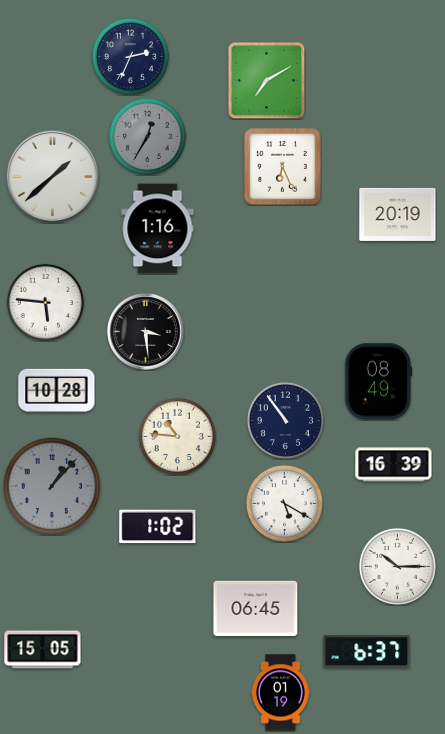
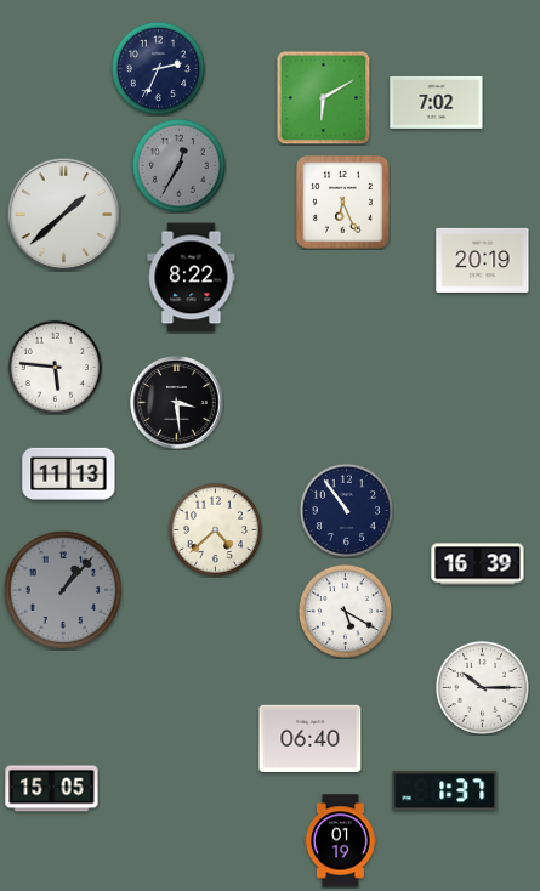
clock at (266, 80): 7:10 -> 6:10
clock at (437, 102): none -> 7:02
clock at (158, 229): 1:16 -> 8:22
clock at (378, 382): 08:49 -> none
clock at (57, 390): 10:28 -> 11:13
clock at (177, 436): 10:46 -> 4:38
clock at (158, 527): 1:02 -> none
clock at (256, 608): 06:45 -> 06:40
clock at (367, 652): 6:37 -> 1:37
